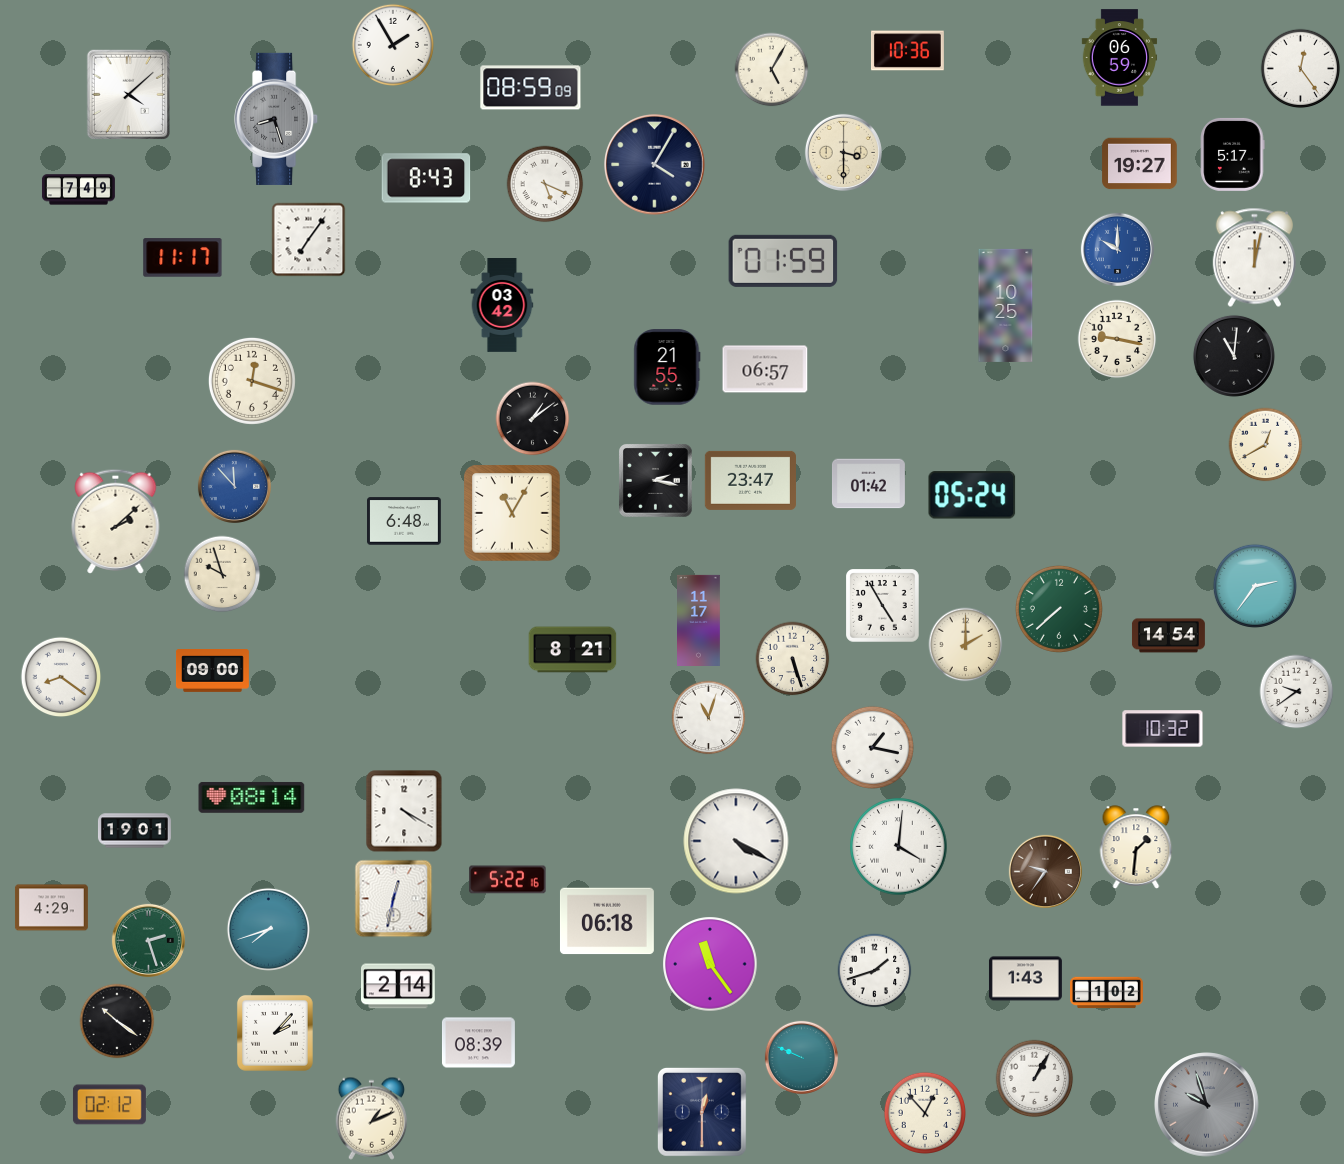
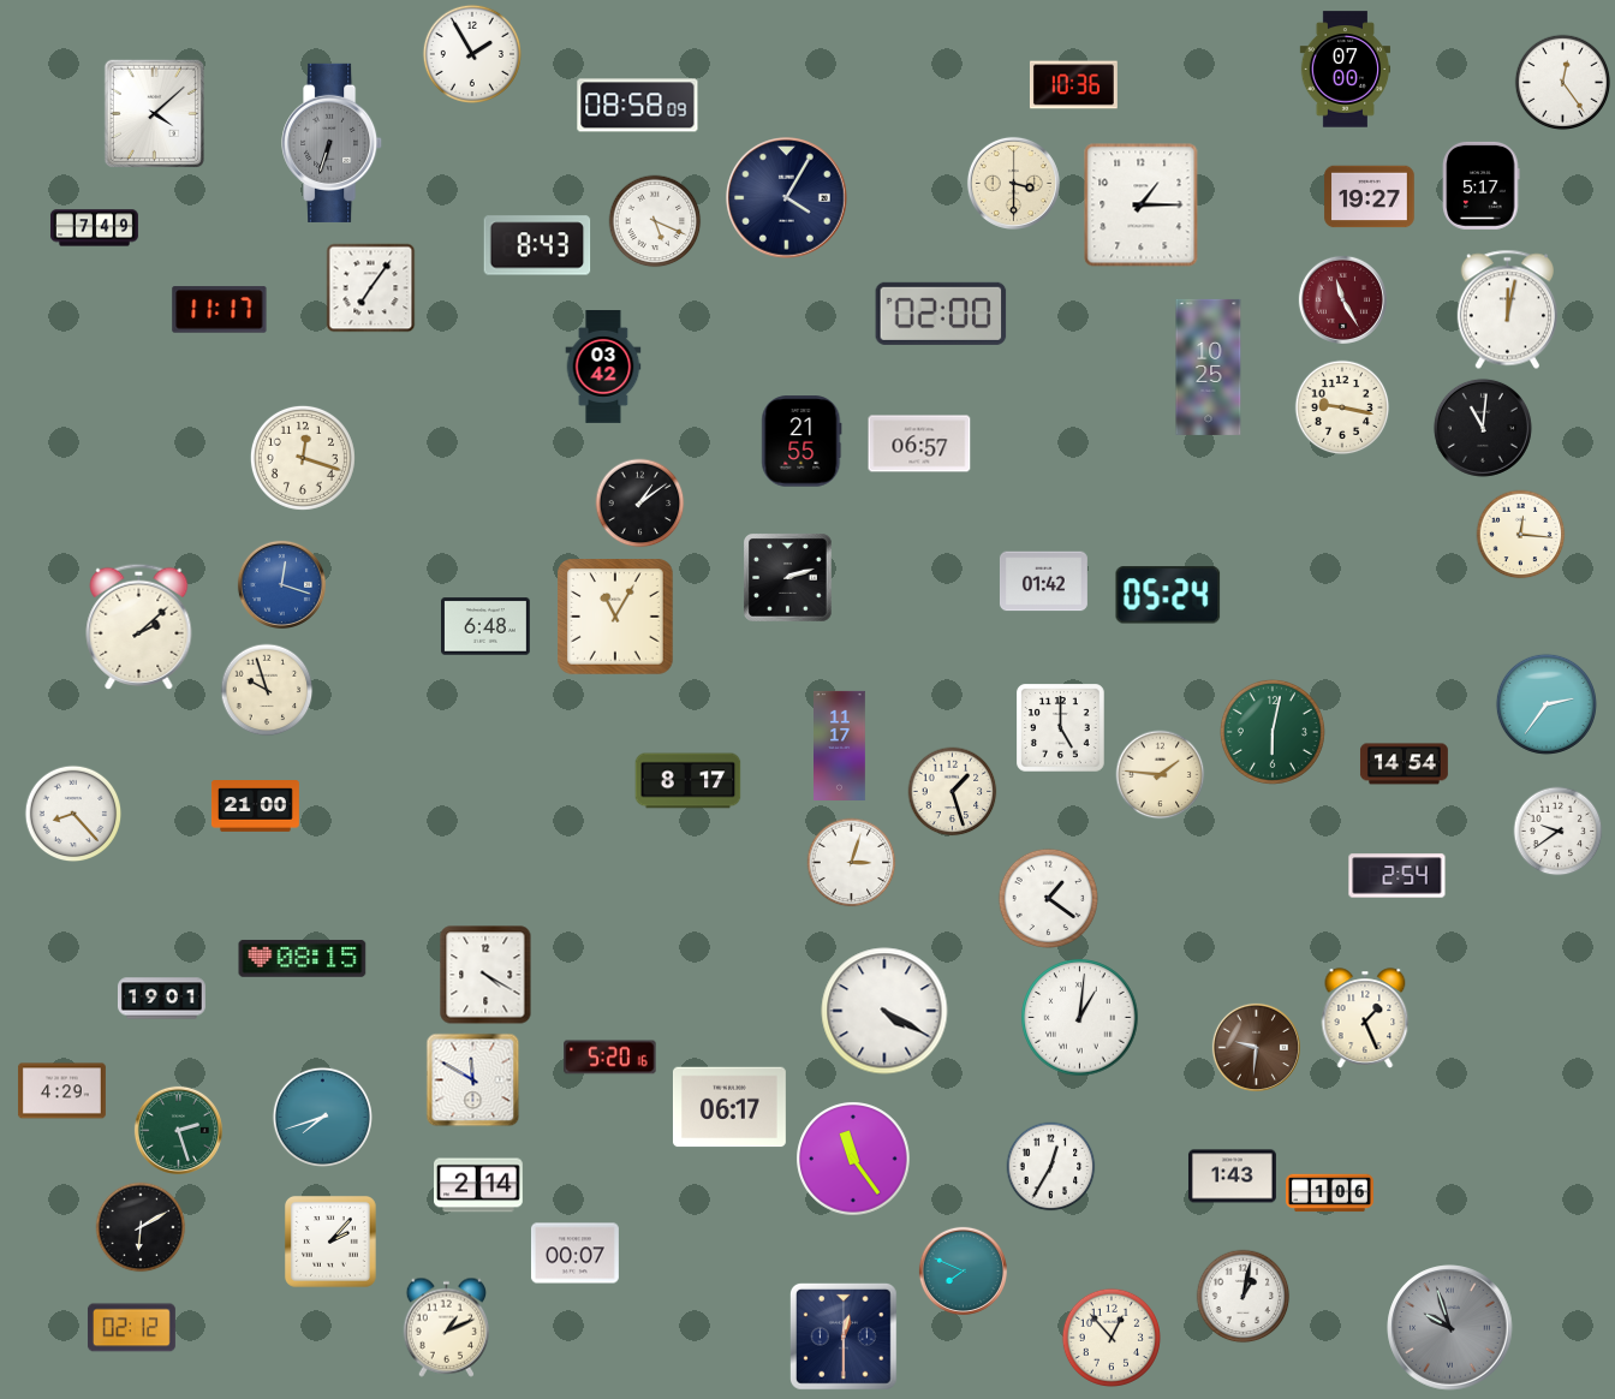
clock at (907, 51) position: (907, 51) -> (1073, 85)
clock at (1120, 58): 06:59 -> 07:00
clock at (772, 70): 5:05 -> none
clock at (531, 88): 08:59 -> 08:58
clock at (277, 119): 8:27 -> 6:33
clock at (1142, 206): none -> 1:15
clock at (426, 178) position: (426, 178) -> (537, 245)
clock at (1117, 249): 10:00 -> 11:25
clock at (1117, 249) dial: blue -> burgundy
clock at (783, 261): 01:59 -> 02:00
clock at (1266, 445): 12:40 -> 12:16
clock at (750, 480): 23:47 -> none
clock at (656, 481): 2:17 -> 2:12
clock at (234, 486): 11:53 -> 12:18
clock at (1255, 586) position: (1255, 586) -> (1547, 704)
clock at (883, 606): 4:55 -> 5:00
clock at (1059, 609): 7:38 -> 6:02
clock at (966, 645): 2:00 -> 1:46
clock at (573, 650): 8:21 -> 8:17
clock at (793, 659): 5:27 -> 1:27
clock at (212, 671): 09:00 -> 21:00
clock at (61, 677): 8:21 -> 8:23
clock at (709, 718): 11:03 -> 3:03
clock at (1163, 729): 10:32 -> 2:54
clock at (872, 747): 1:17 -> 1:21
clock at (252, 798): 08:14 -> 08:15
clock at (899, 847): 4:01 -> 1:01
clock at (1136, 847): 1:31 -> 1:26
clock at (1045, 871): 9:36 -> 9:31
clock at (508, 880): 5:22 -> 5:20
clock at (394, 899): 12:32 -> 11:50
clock at (607, 921): 06:18 -> 06:17
clock at (875, 971): 1:42 -> 12:35
clock at (1107, 993): 1:02 -> 1:06
clock at (117, 1021): 10:21 -> 6:10
clock at (478, 1043): 08:39 -> 00:07
clock at (801, 1057): 9:49 -> 7:49
clock at (1035, 1079): 1:05 -> 1:02
clock at (372, 1118) position: (372, 1118) -> (447, 1327)
